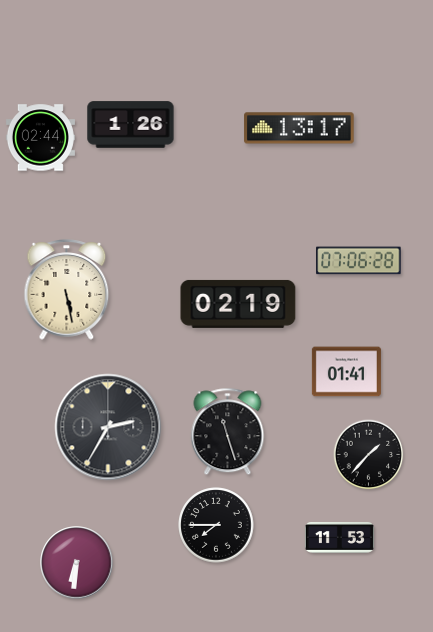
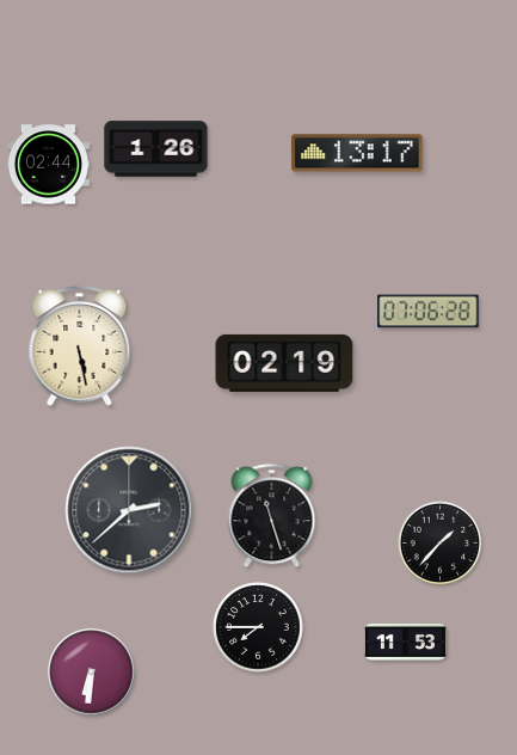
clock at (346, 372): 01:41 -> none
clock at (108, 427): 2:35 -> 2:38
